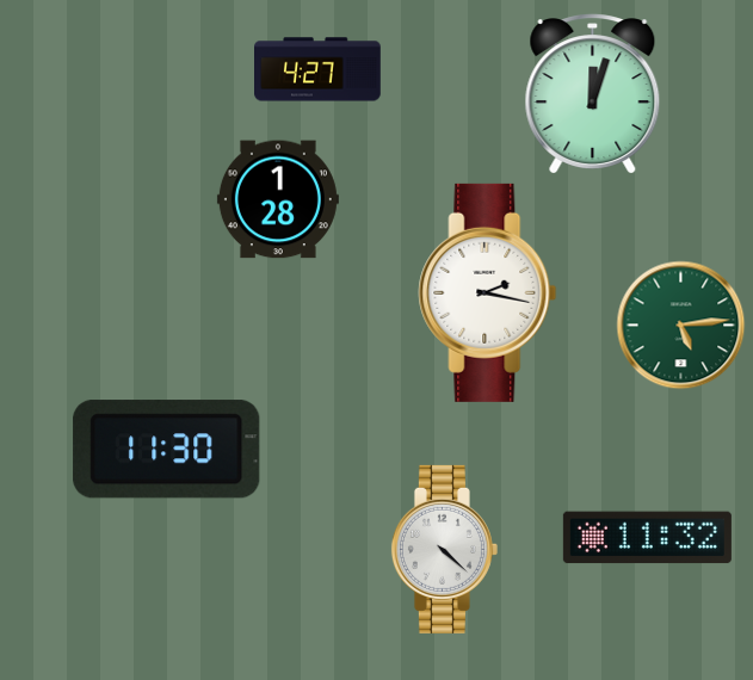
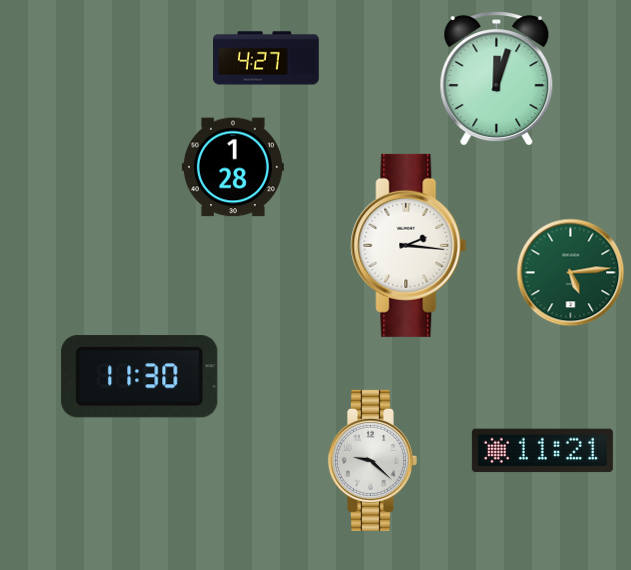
clock at (488, 292): 2:17 -> 2:16
clock at (647, 538): 11:32 -> 11:21
clock at (444, 549): 4:22 -> 9:22
